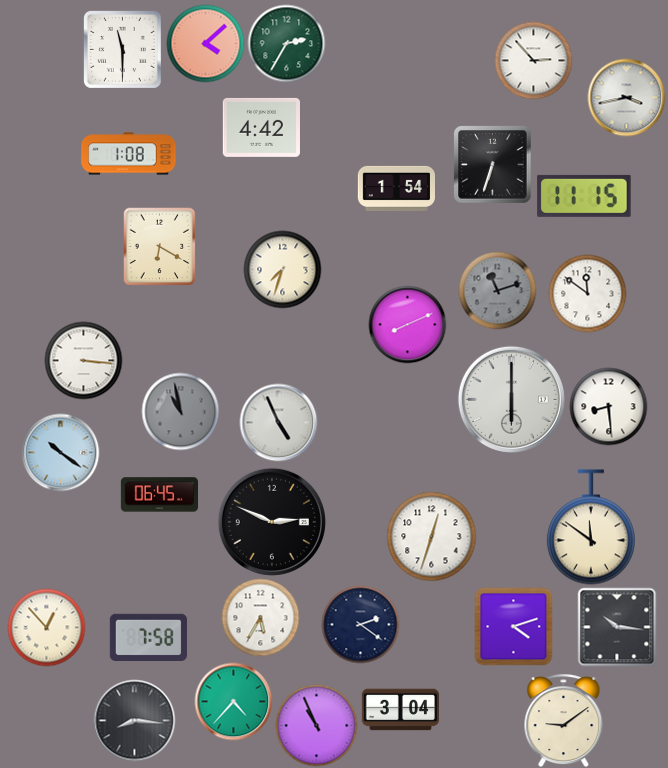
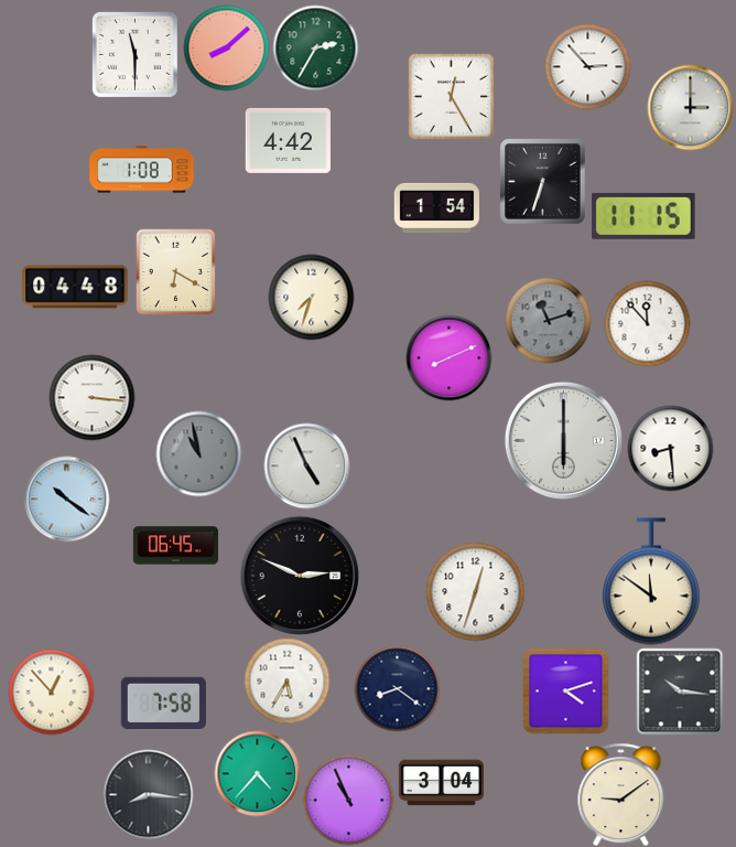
clock at (205, 43): 4:08 -> 8:08
clock at (451, 96): none -> 12:25
clock at (626, 97): 3:43 -> 3:00
clock at (75, 287): none -> 04:48
clock at (587, 293): 11:51 -> 11:53
clock at (360, 624): 2:21 -> 8:21
